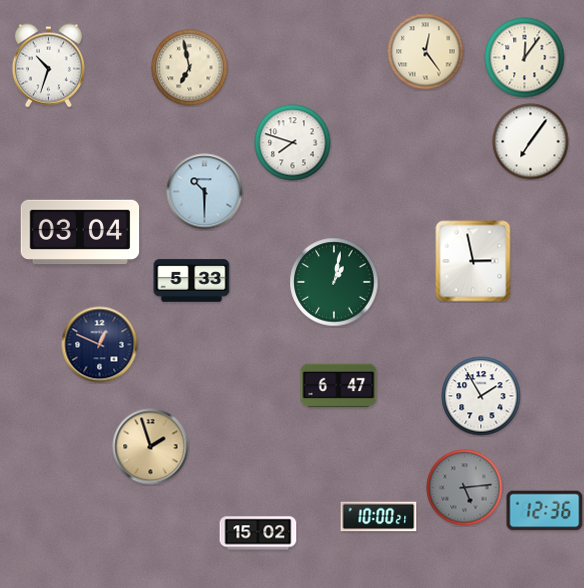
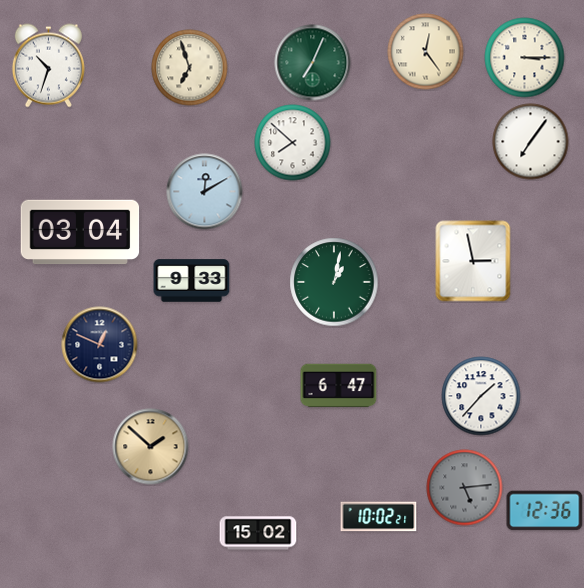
clock at (525, 58): 12:06 -> 3:15
clock at (313, 63): none -> 7:04
clock at (190, 68): 6:58 -> 6:57
clock at (293, 143): 7:48 -> 7:52
clock at (205, 192): 10:30 -> 12:10
clock at (192, 281): 5:33 -> 9:33
clock at (481, 396): 1:55 -> 1:37
clock at (151, 447): 1:57 -> 1:52
clock at (379, 517): 10:00 -> 10:02
